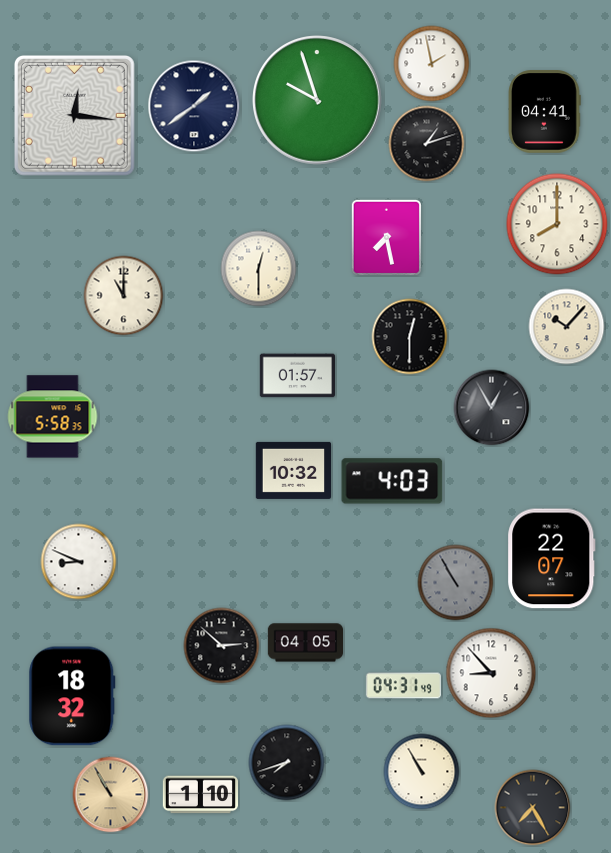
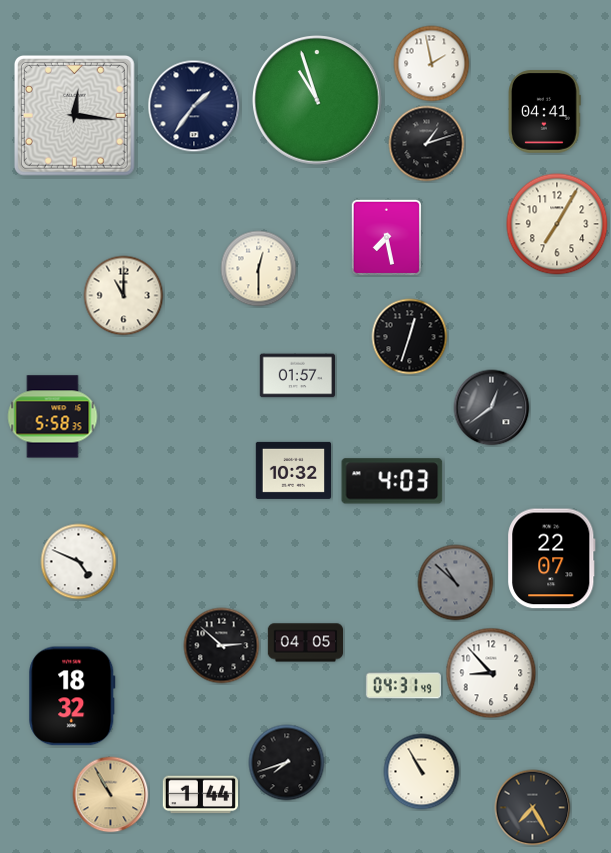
clock at (317, 100): 9:57 -> 10:57
clock at (194, 106): 1:39 -> 1:36
clock at (557, 224): 8:00 -> 7:05
clock at (567, 327): 10:07 -> none
clock at (410, 337): 12:30 -> 12:33
clock at (492, 408): 12:55 -> 12:39
clock at (79, 562): 8:49 -> 4:49
clock at (456, 583): 10:55 -> 10:52
clock at (200, 795): 1:10 -> 1:44
